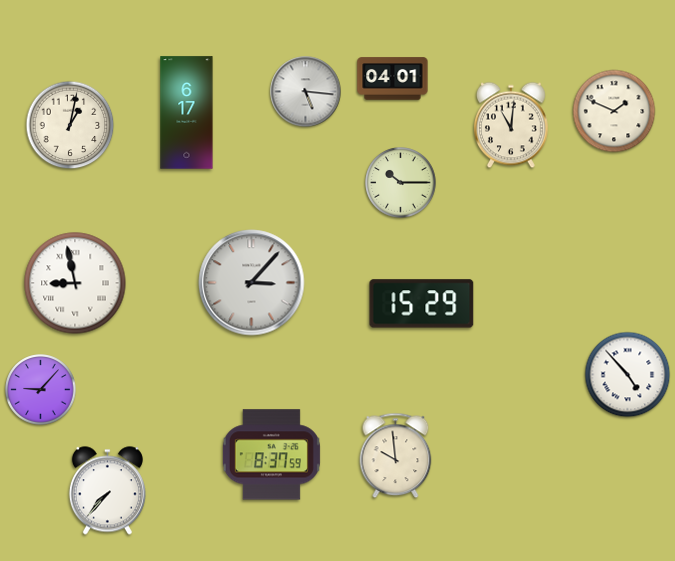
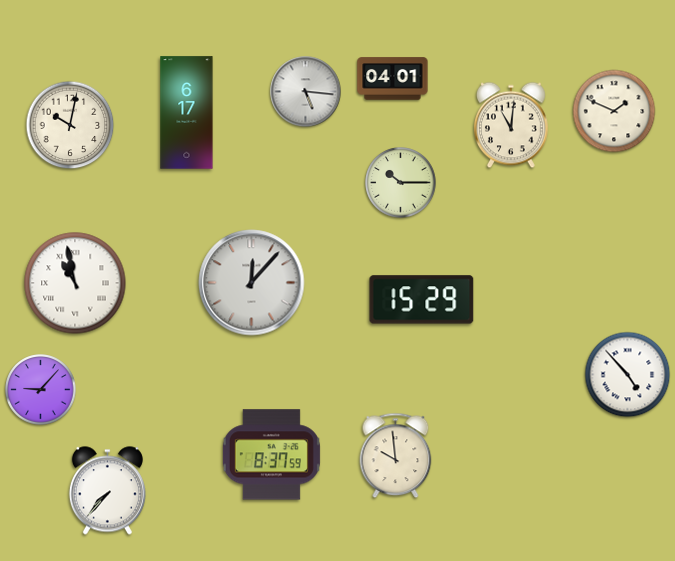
clock at (70, 125): 1:02 -> 10:02
clock at (75, 283): 8:58 -> 10:58
clock at (252, 283): 3:07 -> 12:07
clock at (422, 304) position: (422, 304) -> (422, 300)
